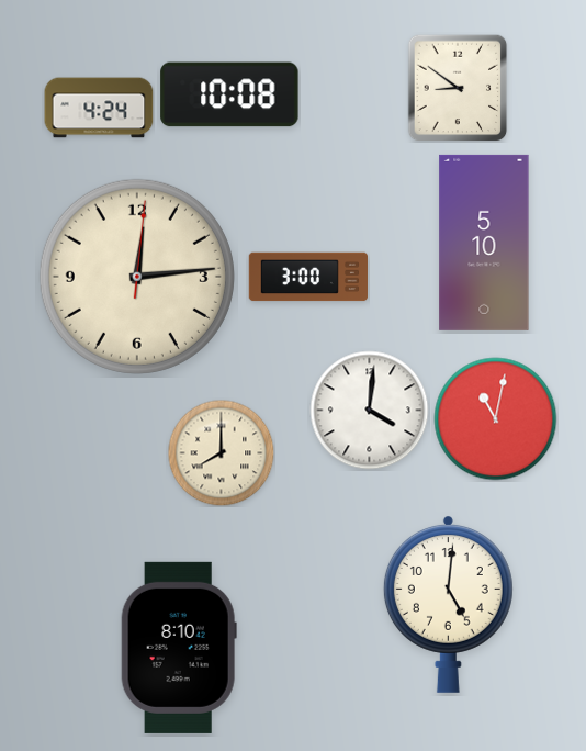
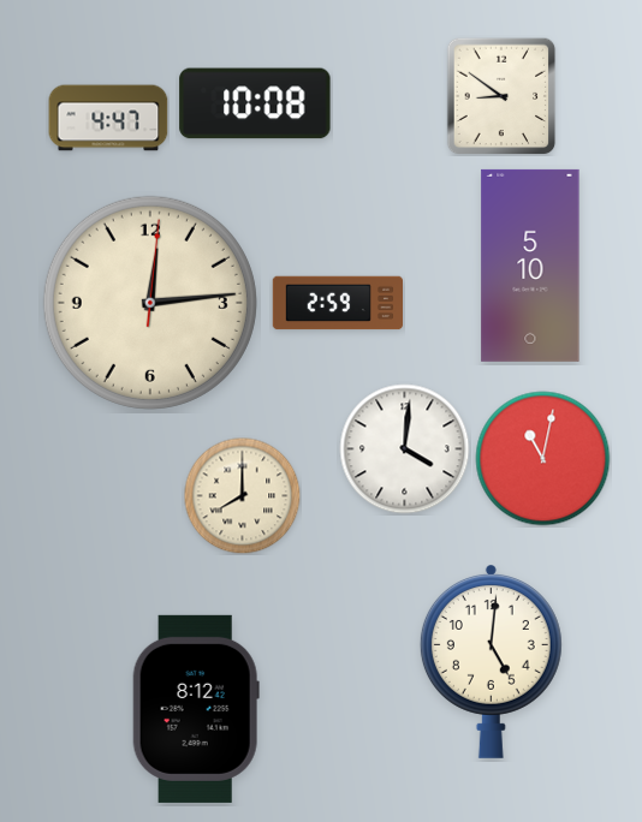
clock at (229, 94) position: (229, 94) -> (255, 103)
clock at (99, 108): 4:24 -> 4:47
clock at (307, 277): 3:00 -> 2:59
clock at (179, 648): 8:10 -> 8:12
